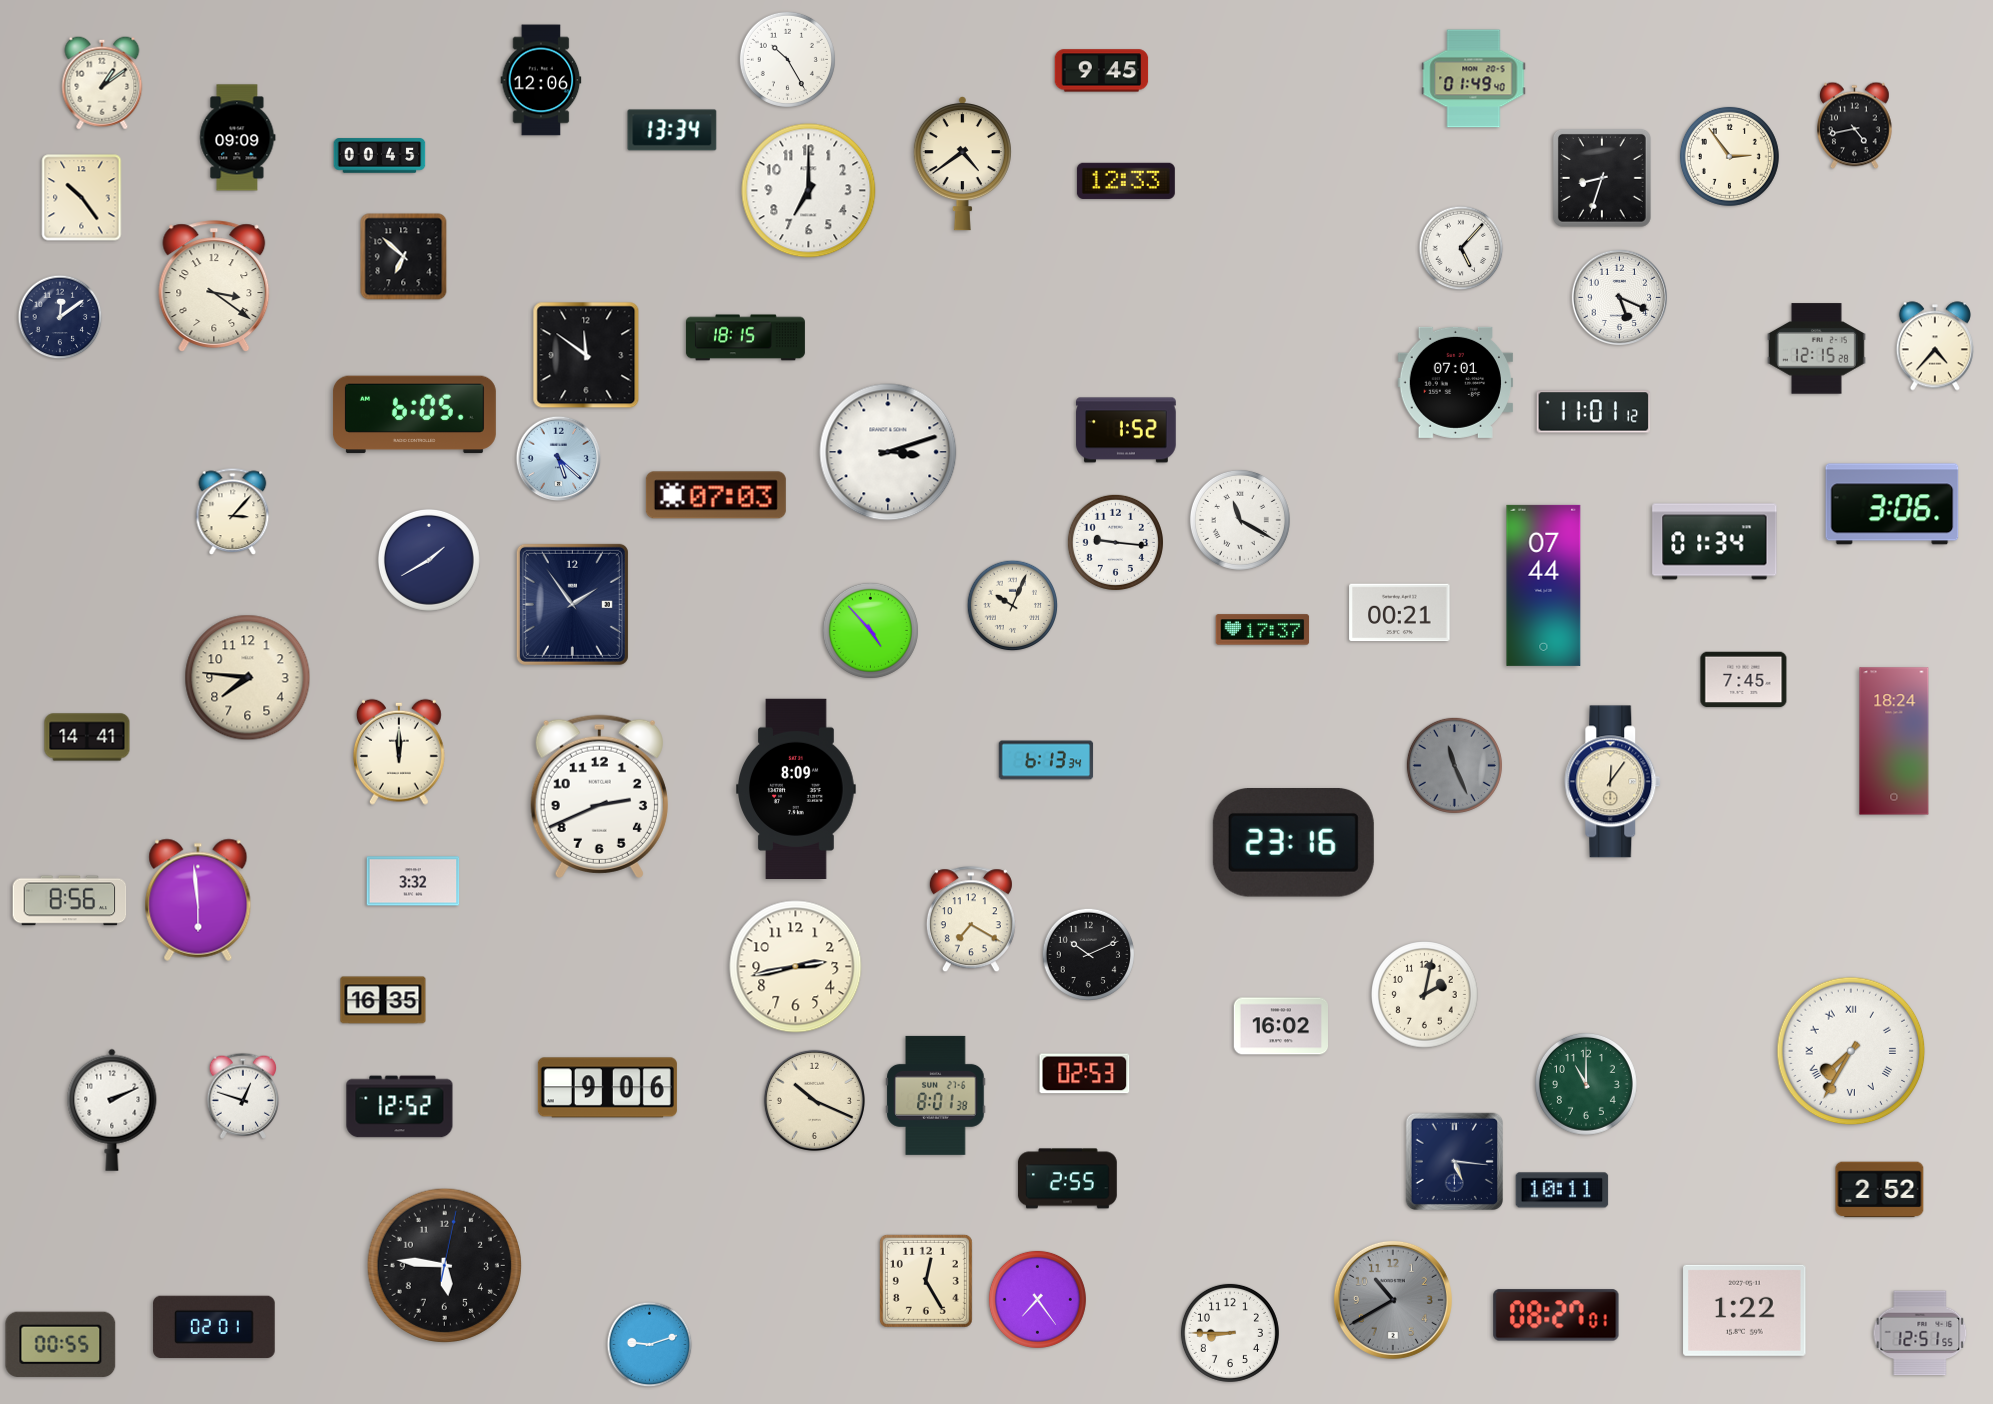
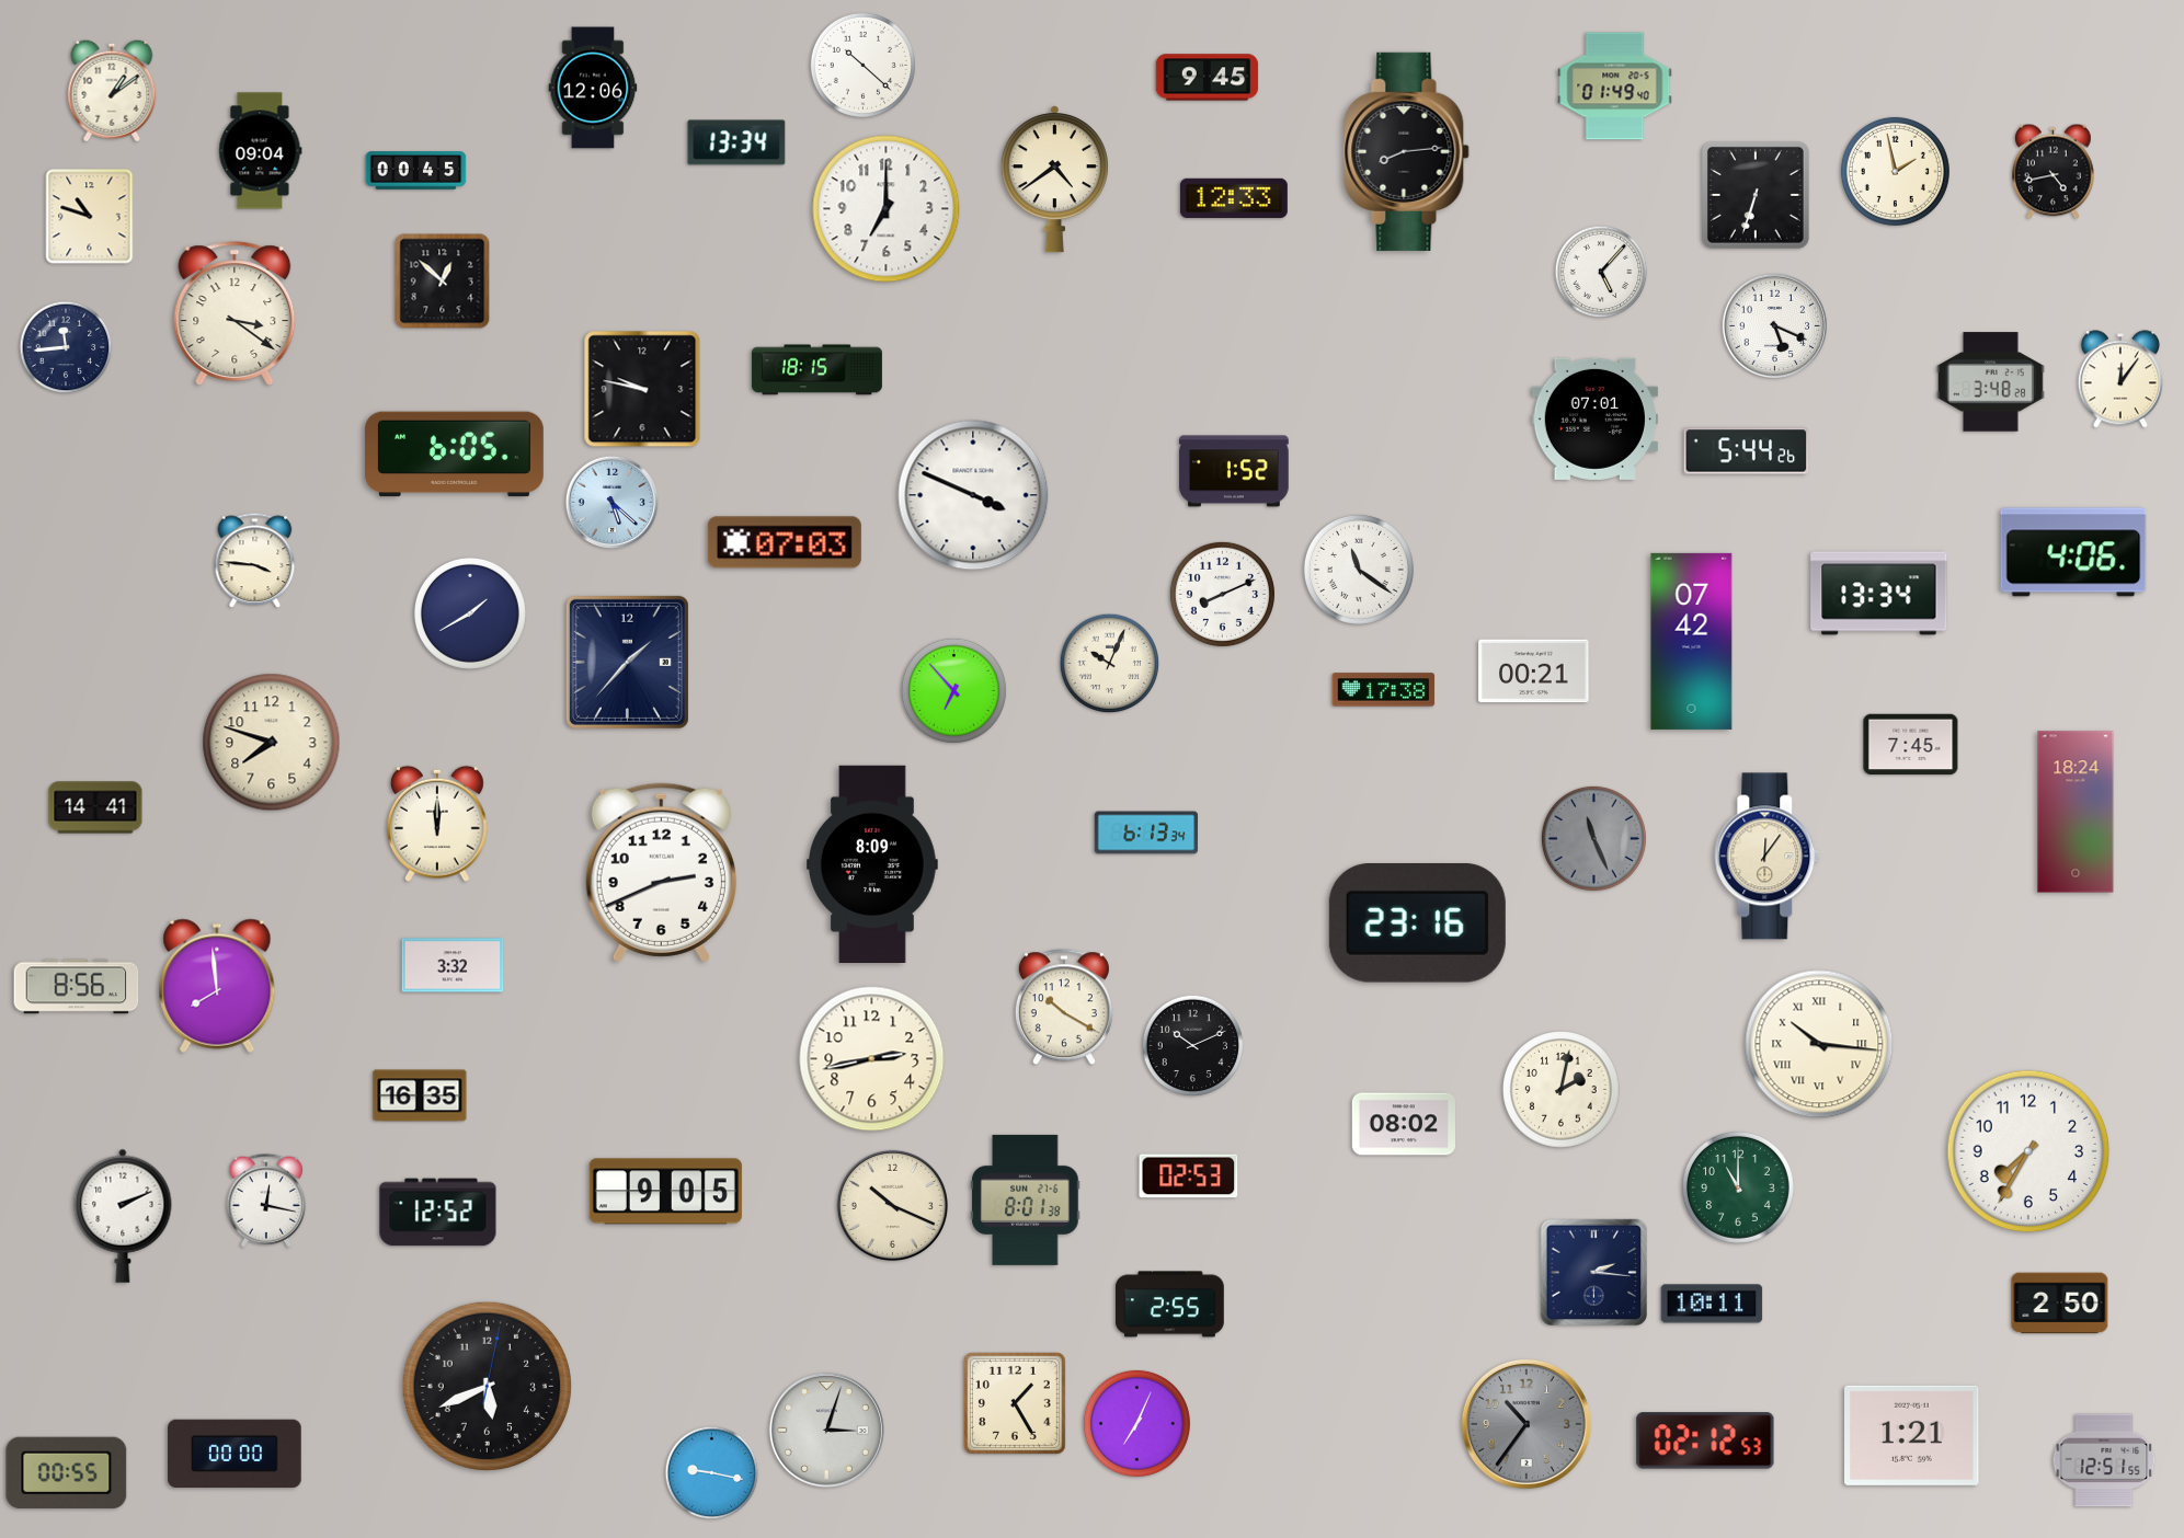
clock at (787, 59): 10:25 -> 10:22
clock at (1855, 126) position: (1855, 126) -> (2054, 172)
clock at (238, 138): 09:09 -> 09:04
clock at (1407, 151): none -> 8:14
clock at (1729, 156): 2:54 -> 1:58
clock at (1602, 178): 8:33 -> 6:33
clock at (82, 198): 10:24 -> 10:48
clock at (404, 257): 6:52 -> 12:52
clock at (60, 317): 12:09 -> 11:44
clock at (1935, 346): 4:37 -> 12:06
clock at (1817, 349): 12:15 -> 3:48
clock at (586, 355): 11:51 -> 9:47
clock at (1594, 412): 11:01 -> 5:44
clock at (888, 452): 3:12 -> 3:49
clock at (1892, 504): 3:06 -> 4:06
clock at (233, 512): 3:07 -> 3:46
clock at (1240, 520): 11:20 -> 11:21
clock at (1115, 542): 9:16 -> 8:11
clock at (1715, 542): 01:34 -> 13:34
clock at (1544, 585): 07:44 -> 07:42
clock at (572, 604): 1:54 -> 1:37
clock at (870, 630): 4:53 -> 6:53
clock at (1263, 630): 17:37 -> 17:38
clock at (248, 678): 7:46 -> 7:48
clock at (599, 796) position: (599, 796) -> (661, 872)
clock at (198, 900): 5:59 -> 7:59
clock at (971, 920): 7:20 -> 10:20
clock at (1819, 1044): none -> 10:16
clock at (1280, 1026): 16:02 -> 08:02
clock at (1851, 1051) numerals: Roman -> Arabic
clock at (607, 1088): 9:06 -> 9:05
clock at (243, 1096): 12:48 -> 12:17
clock at (1454, 1161): 5:16 -> 2:16
clock at (1067, 1179) position: (1067, 1179) -> (1169, 1305)
clock at (1880, 1190): 2:52 -> 2:50
clock at (444, 1265): 5:46 -> 5:41
clock at (926, 1281): 12:25 -> 1:25
clock at (1037, 1299): 7:24 -> 7:04
clock at (1393, 1300): 10:40 -> 10:36
clock at (826, 1430): none -> 3:03
clock at (1745, 1310): 1:22 -> 1:21
clock at (1556, 1315): 08:27 -> 02:12
clock at (214, 1327): 02:01 -> 00:00
clock at (1230, 1333): 8:45 -> none
clock at (650, 1345): 9:12 -> 9:17
